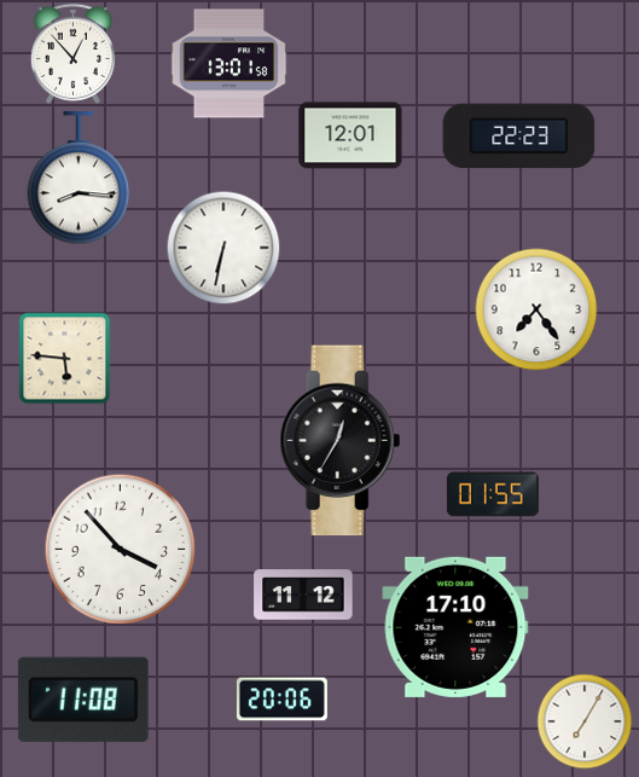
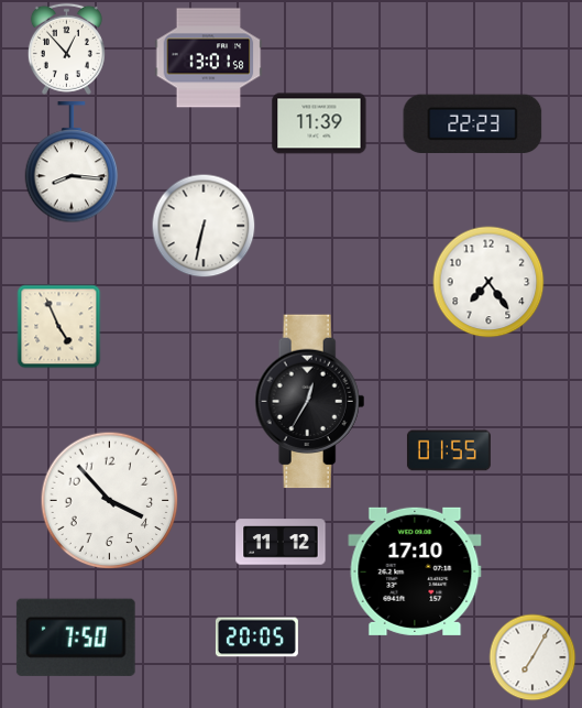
clock at (350, 135): 12:01 -> 11:39
clock at (65, 359): 5:46 -> 4:56
clock at (303, 595) position: (303, 595) -> (281, 542)
clock at (83, 700): 11:08 -> 7:50
clock at (281, 700): 20:06 -> 20:05
